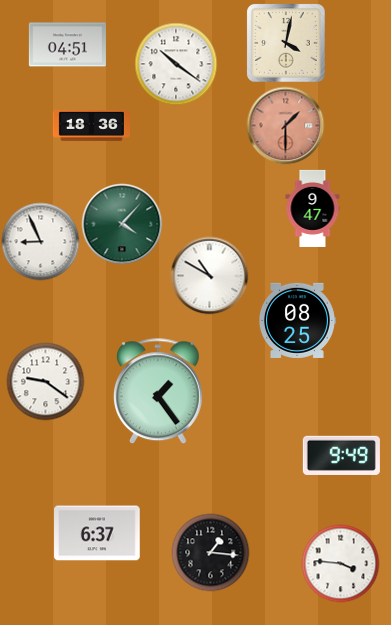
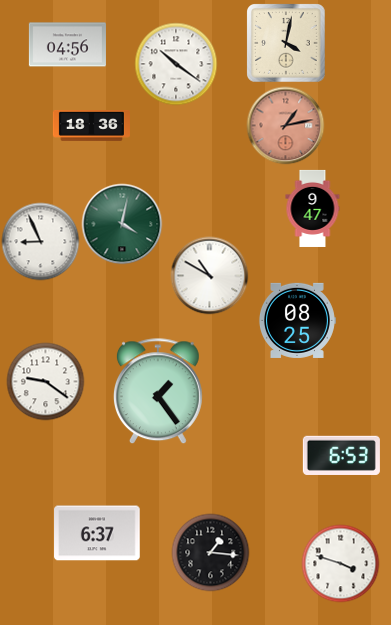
clock at (67, 45): 04:51 -> 04:56
clock at (285, 125): 1:30 -> 1:13
clock at (122, 224): 4:07 -> 4:02
clock at (341, 455): 9:49 -> 6:53
clock at (340, 563): 3:46 -> 3:48
